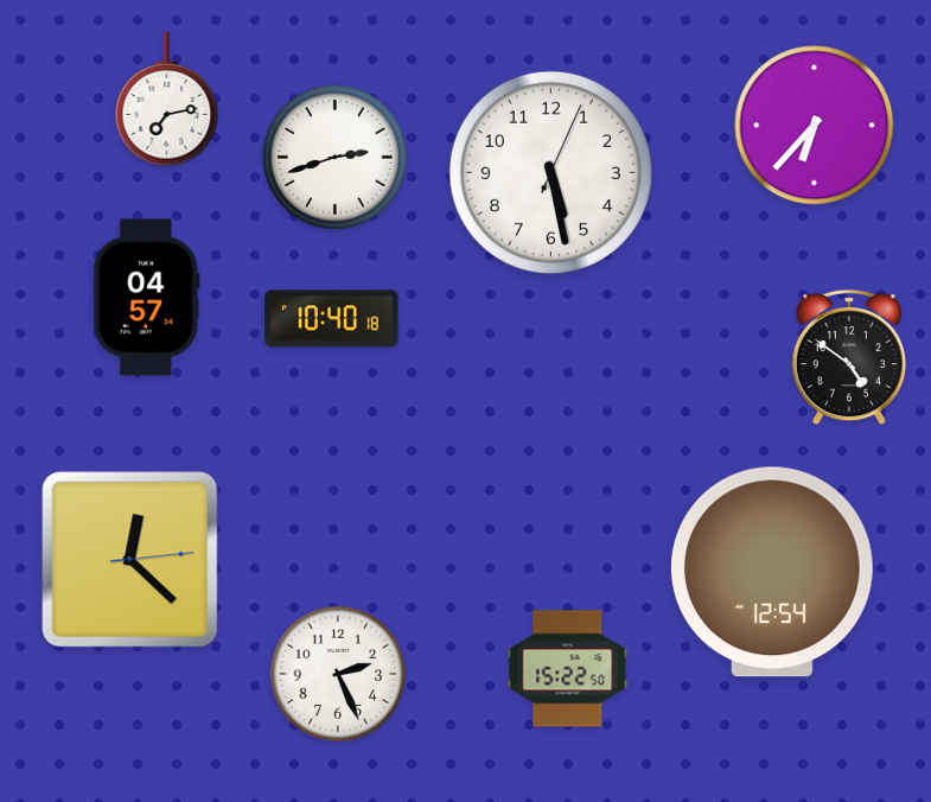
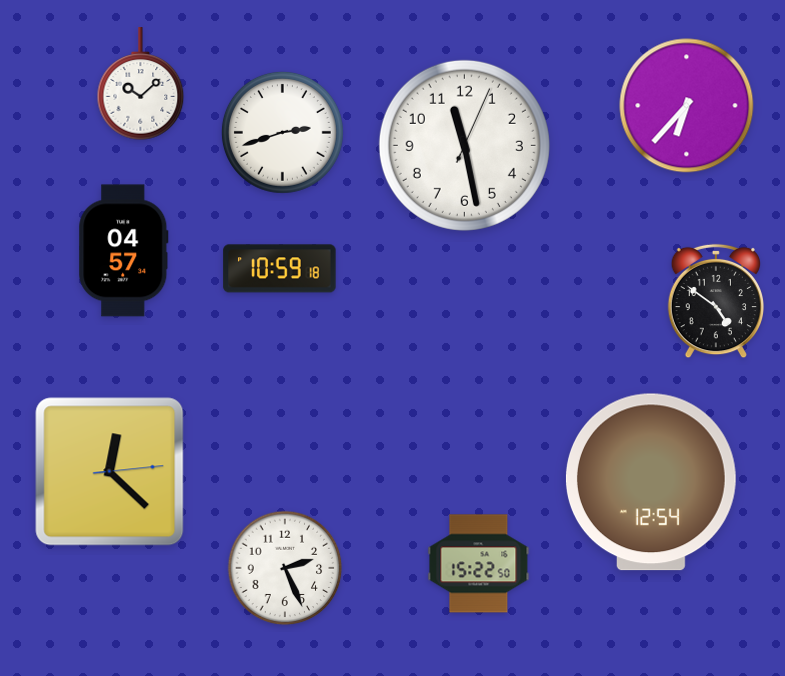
clock at (167, 100): 7:13 -> 10:08
clock at (550, 172): 5:28 -> 11:28
clock at (332, 319): 10:40 -> 10:59
